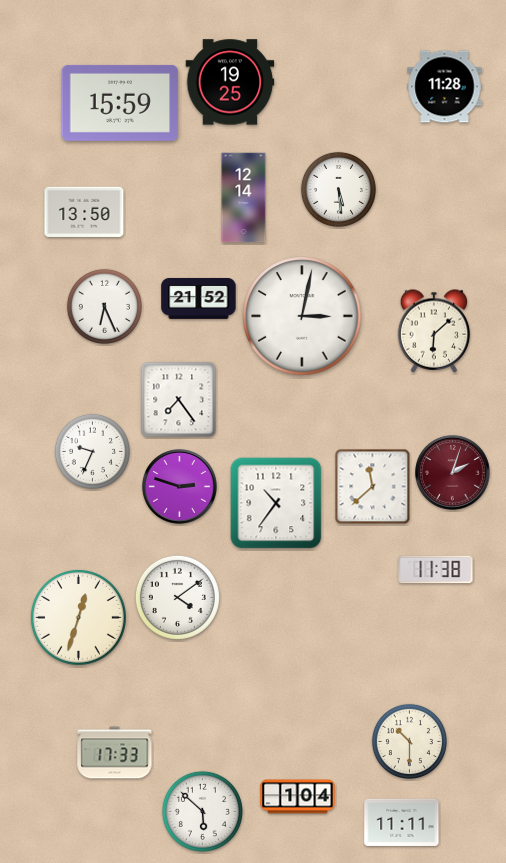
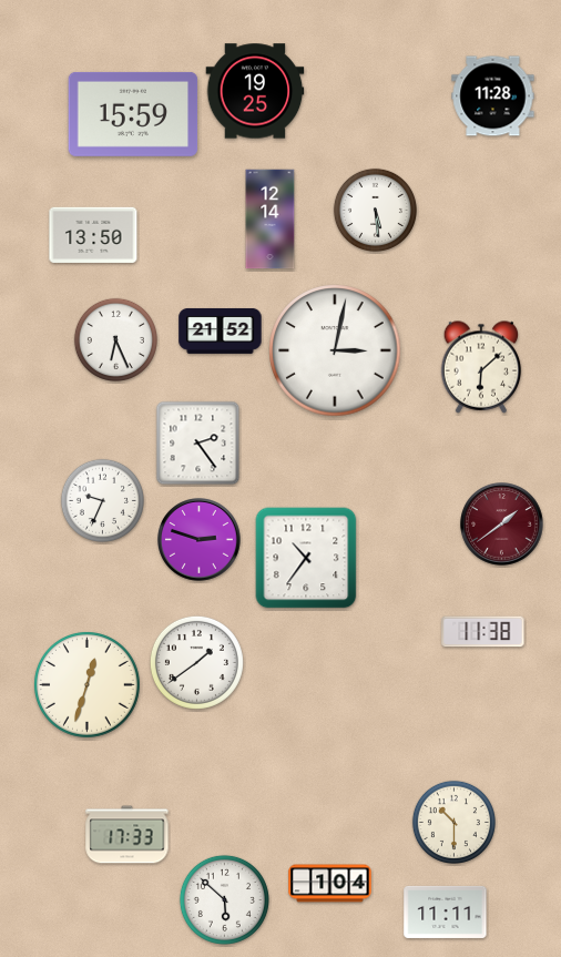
clock at (179, 400): 7:24 -> 2:24
clock at (453, 473): 2:03 -> 1:39
clock at (373, 487): 11:38 -> none
clock at (177, 597): 4:09 -> 1:39
